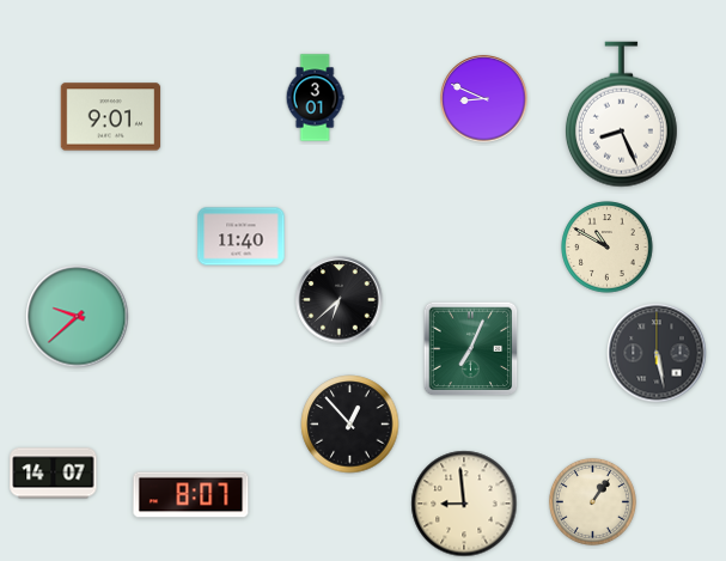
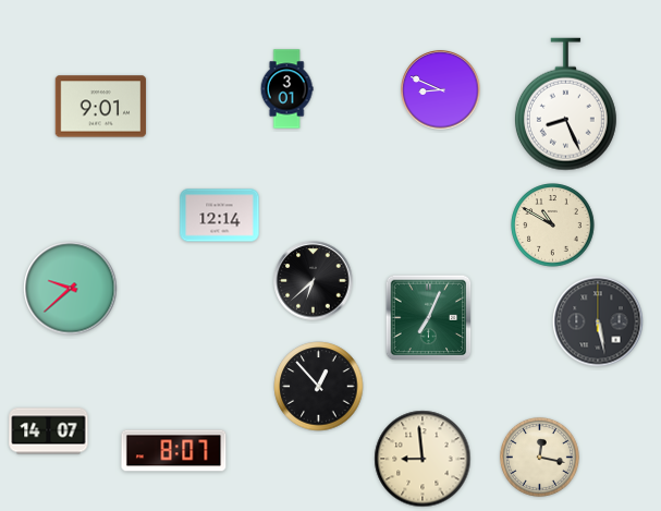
clock at (242, 237): 11:40 -> 12:14
clock at (340, 300) position: (340, 300) -> (314, 281)
clock at (592, 501): 1:06 -> 12:17
